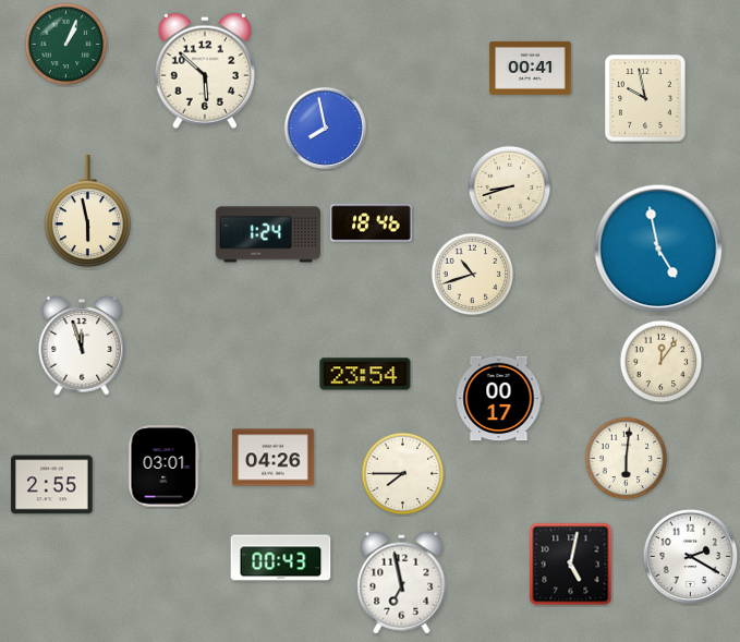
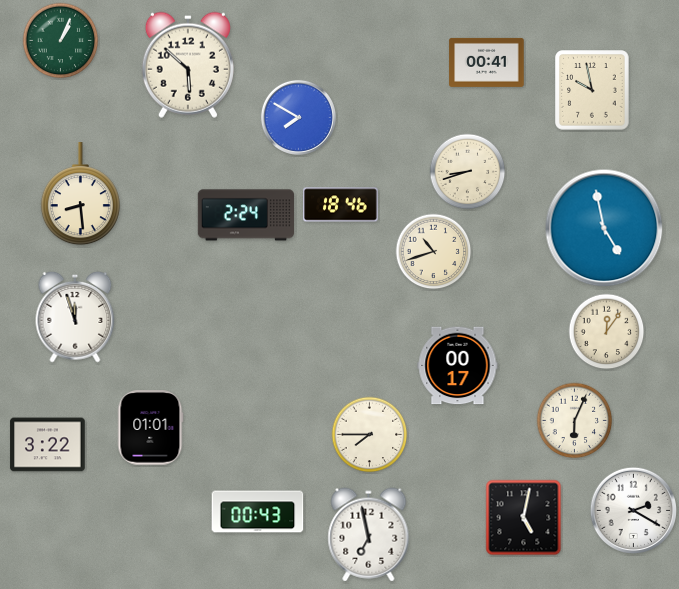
clock at (325, 128): 7:58 -> 7:50
clock at (87, 211): 5:58 -> 8:29
clock at (267, 234): 1:24 -> 2:24
clock at (365, 374): 23:54 -> none
clock at (274, 458): 04:26 -> none
clock at (627, 459): 6:01 -> 6:04
clock at (163, 467): 03:01 -> 01:01
clock at (52, 485): 2:55 -> 3:22
